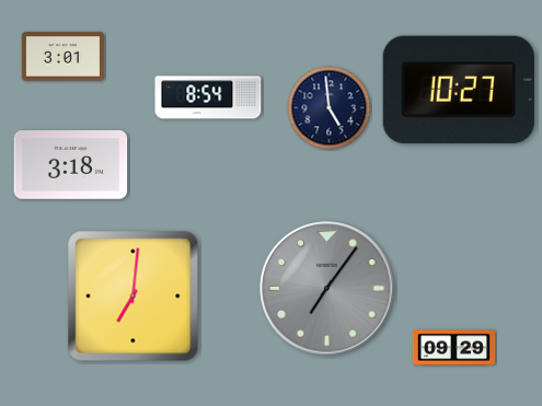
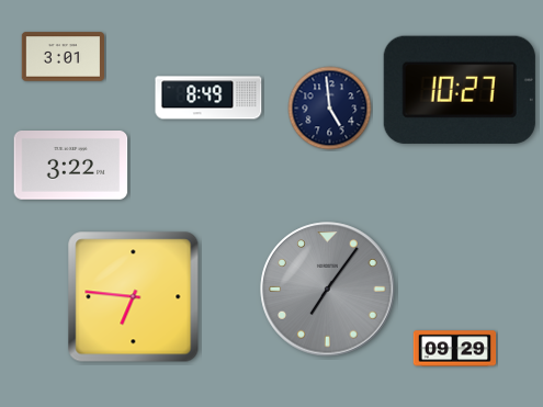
clock at (208, 97): 8:54 -> 8:49
clock at (71, 165): 3:18 -> 3:22
clock at (134, 297): 7:01 -> 6:46
